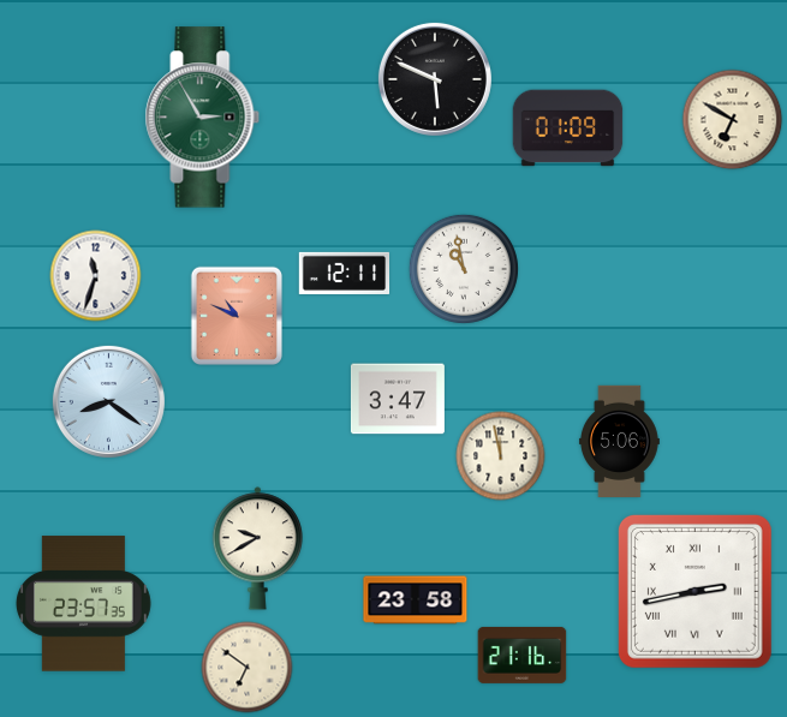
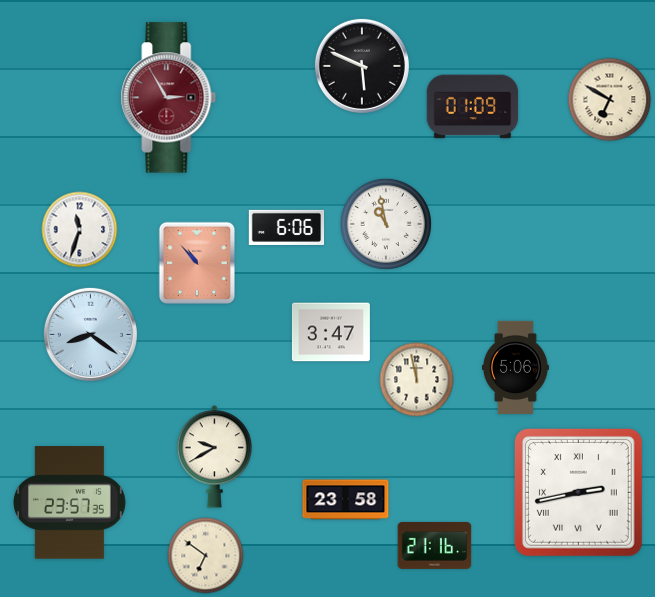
clock at (203, 118) dial: green -> burgundy
clock at (345, 273): 12:11 -> 6:06
clock at (235, 315): 10:49 -> 10:53
